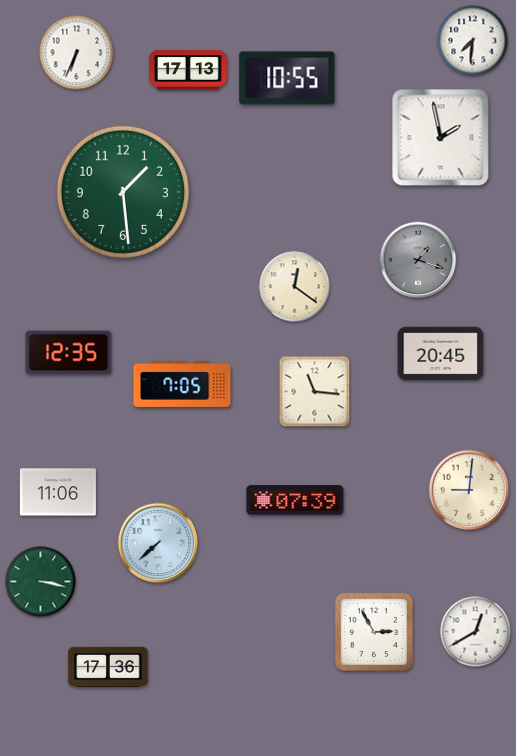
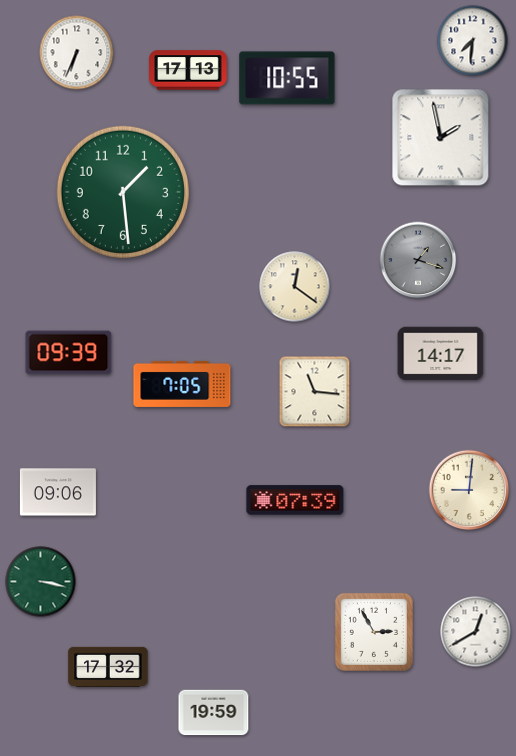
clock at (69, 353): 12:35 -> 09:39
clock at (441, 354): 20:45 -> 14:17
clock at (58, 492): 11:06 -> 09:06
clock at (158, 543): 7:38 -> none
clock at (108, 667): 17:36 -> 17:32
clock at (214, 713): none -> 19:59
